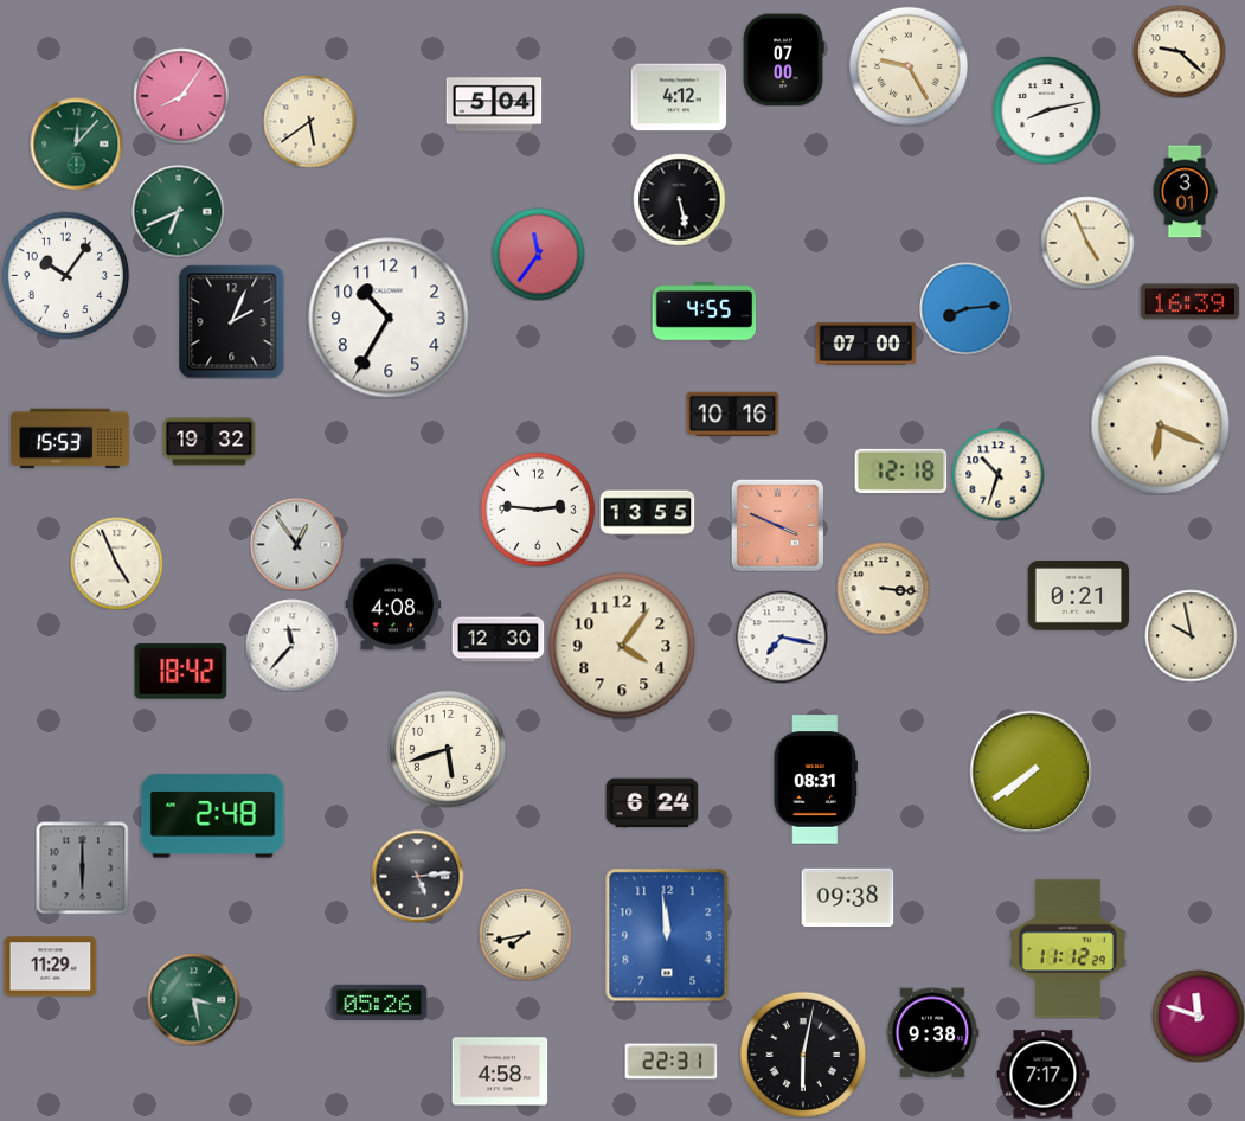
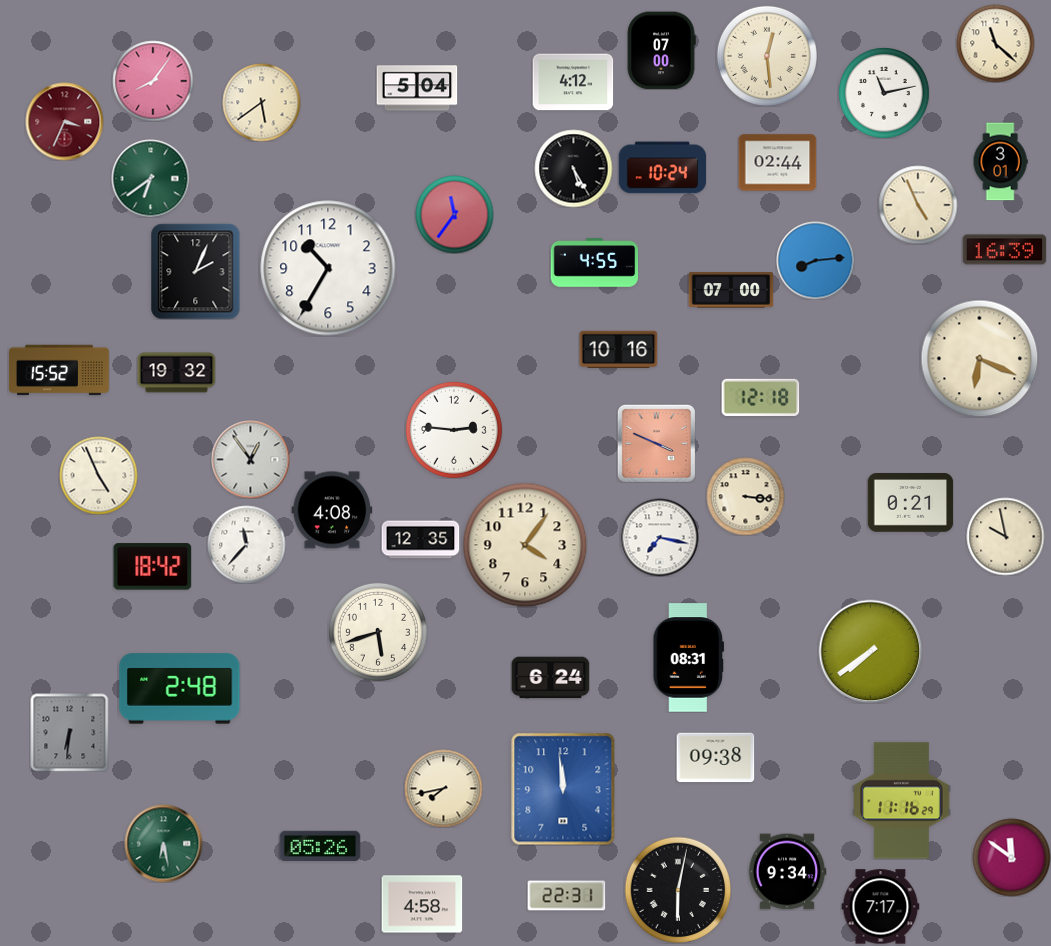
clock at (1179, 51): 9:22 -> 11:22
clock at (909, 66): 9:25 -> 12:29
clock at (1047, 110): 8:13 -> 11:13
clock at (76, 143): 12:07 -> 3:34
clock at (76, 143) dial: green -> burgundy
clock at (777, 163): none -> 02:44
clock at (679, 199): 5:28 -> 5:25
clock at (662, 168): none -> 10:24
clock at (178, 211): 6:41 -> 6:39
clock at (65, 275): 10:06 -> none
clock at (1189, 302) position: (1189, 302) -> (1004, 250)
clock at (71, 438): 15:53 -> 15:52
clock at (997, 474): 10:33 -> none
clock at (647, 513): 13:55 -> none
clock at (498, 640): 12:30 -> 12:35
clock at (82, 867): 6:00 -> 6:31
clock at (417, 876): 5:14 -> none
clock at (1068, 949): 11:12 -> 11:16
clock at (50, 967): 11:29 -> none
clock at (193, 999): 3:28 -> 6:28
clock at (1198, 1016): 11:48 -> 11:51
clock at (932, 1033): 9:38 -> 9:34
